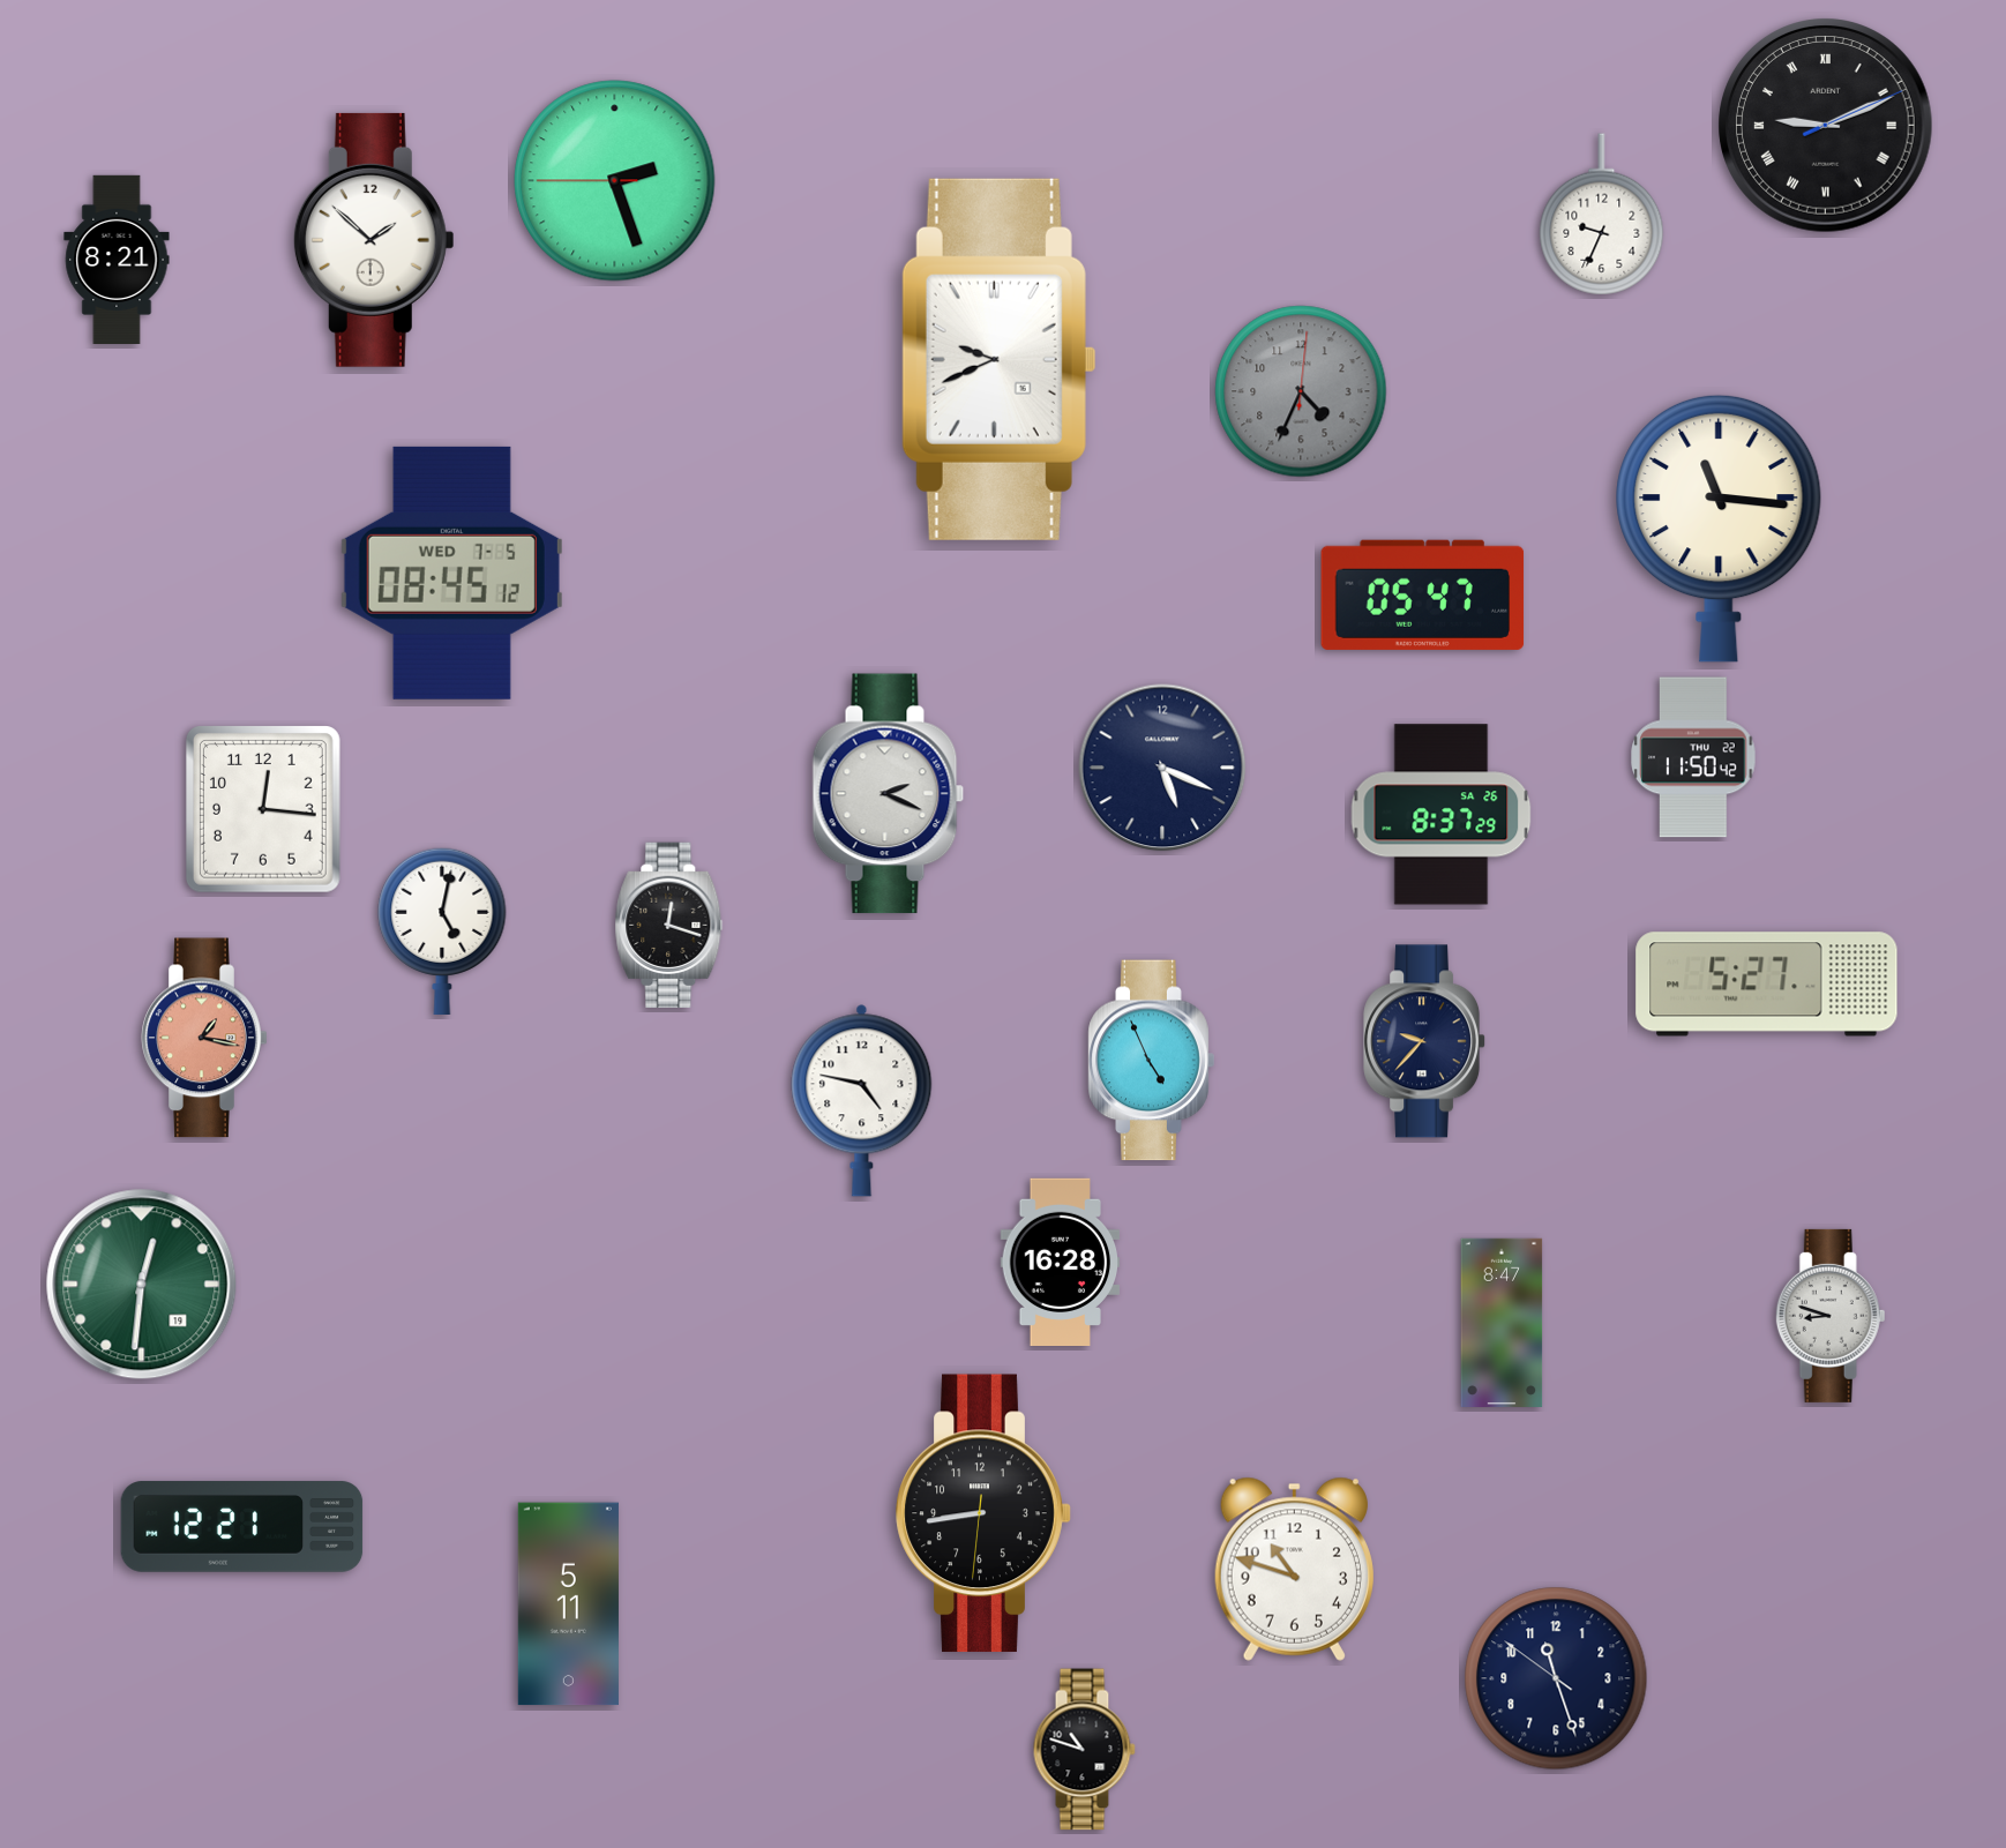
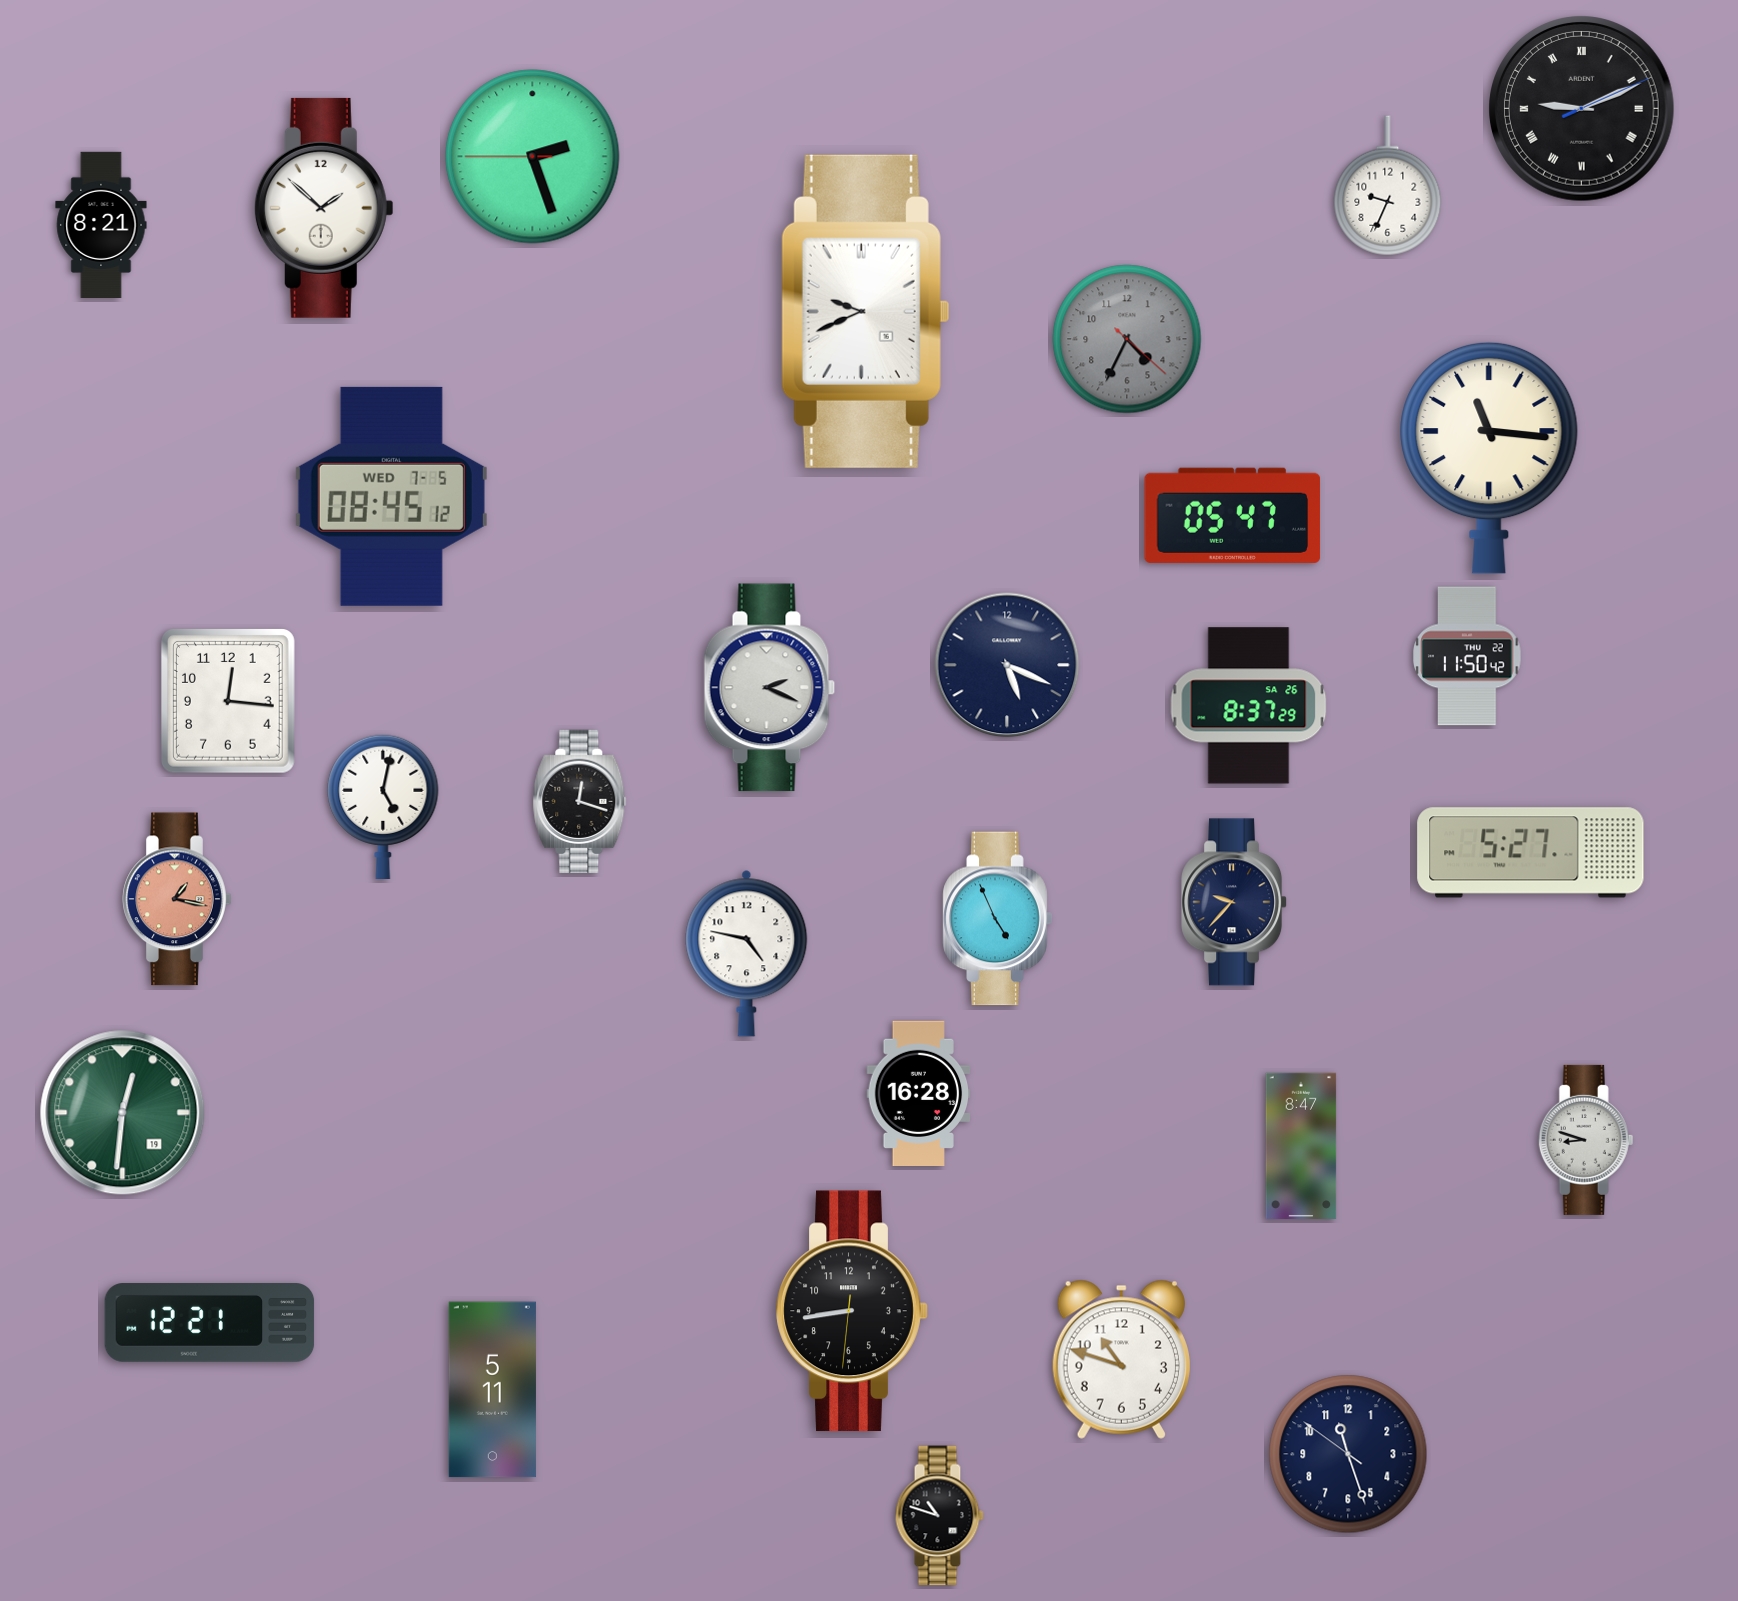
clock at (1301, 391): 4:34:01 -> 4:34:22
